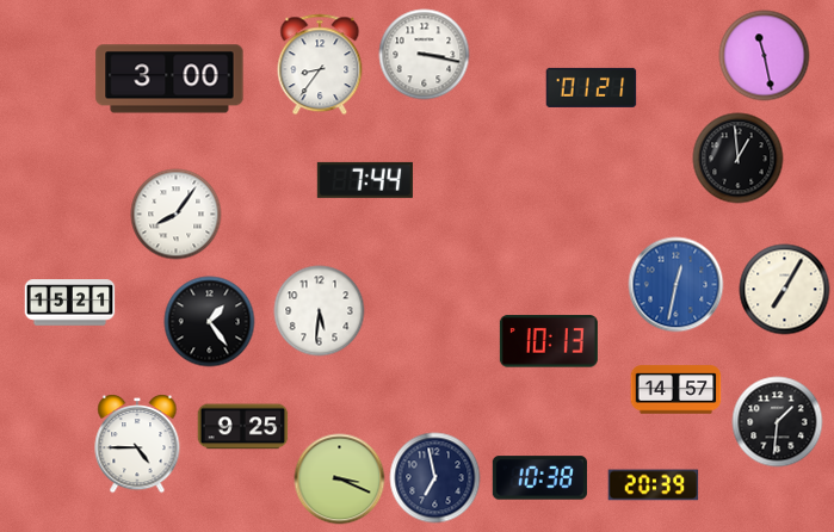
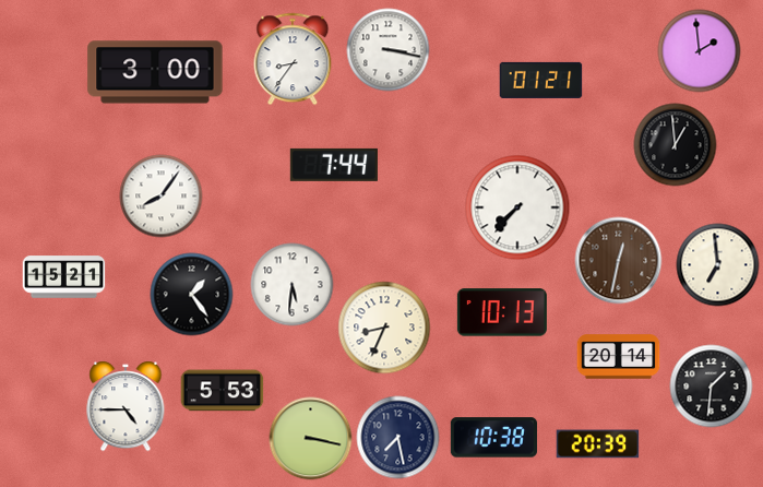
clock at (765, 56): 11:28 -> 1:59
clock at (517, 207): none -> 7:37
clock at (677, 285) dial: blue -> brown
clock at (785, 290): 7:05 -> 6:59
clock at (384, 328): none -> 8:34
clock at (677, 390): 14:57 -> 20:14
clock at (243, 427): 9:25 -> 5:53
clock at (435, 478): 6:58 -> 7:28
clock at (340, 480): 3:19 -> 3:17
